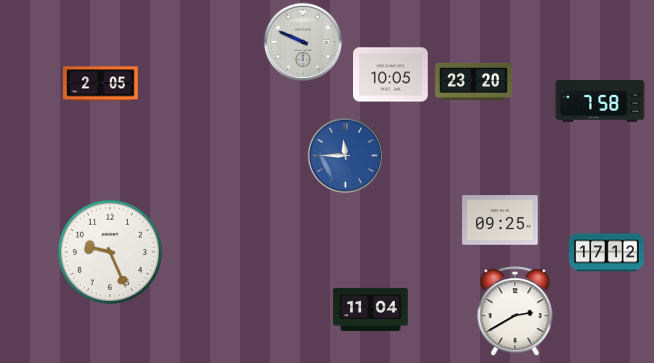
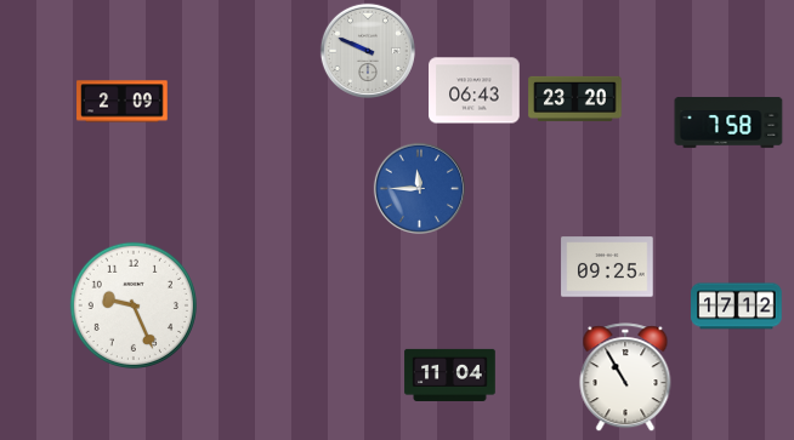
clock at (391, 75): 10:05 -> 06:43
clock at (101, 84): 2:05 -> 2:09
clock at (515, 312): 2:40 -> 10:55
